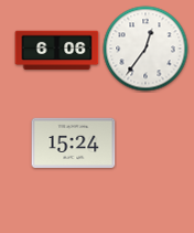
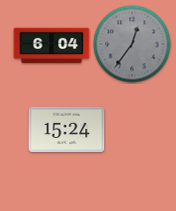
clock at (145, 49) dial: white -> grey
clock at (57, 51): 6:06 -> 6:04
